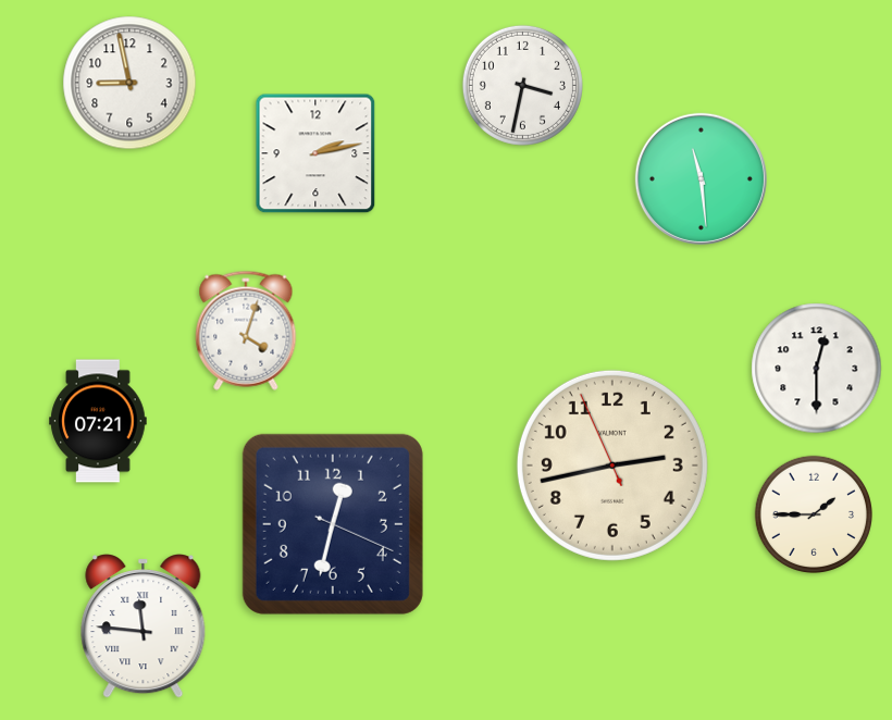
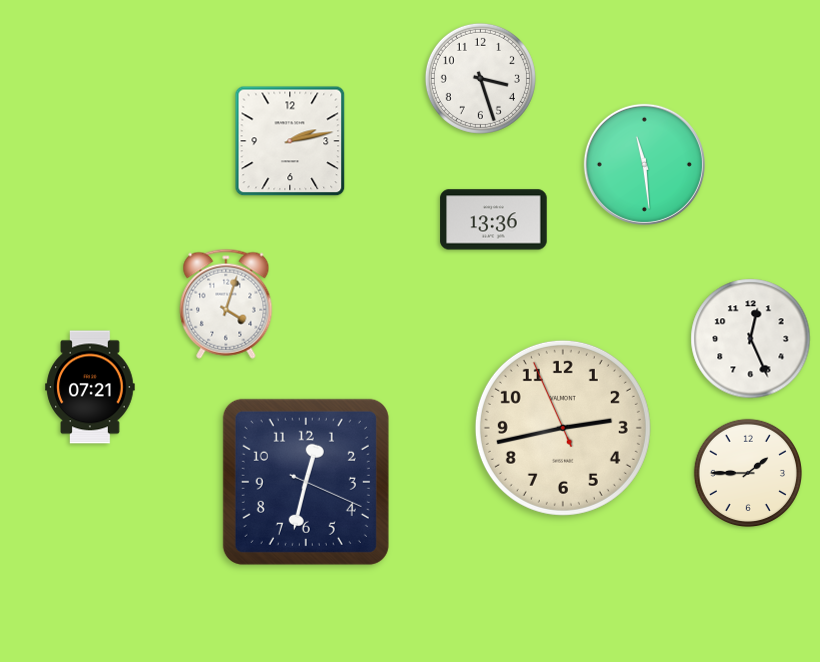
clock at (129, 83): 8:58 -> none
clock at (522, 85): 3:32 -> 3:27
clock at (494, 220): none -> 13:36
clock at (817, 369): 12:30 -> 12:26
clock at (144, 626): 11:46 -> none
